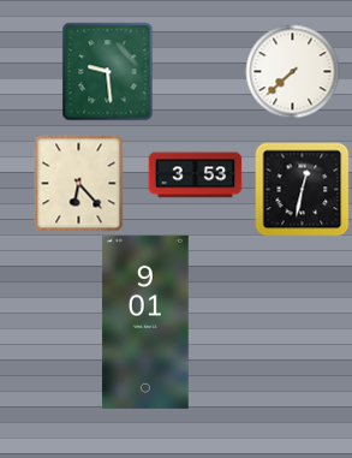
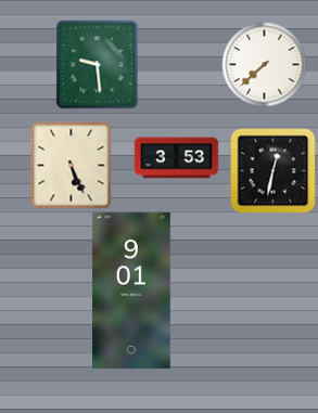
clock at (79, 183): 6:23 -> 5:26
